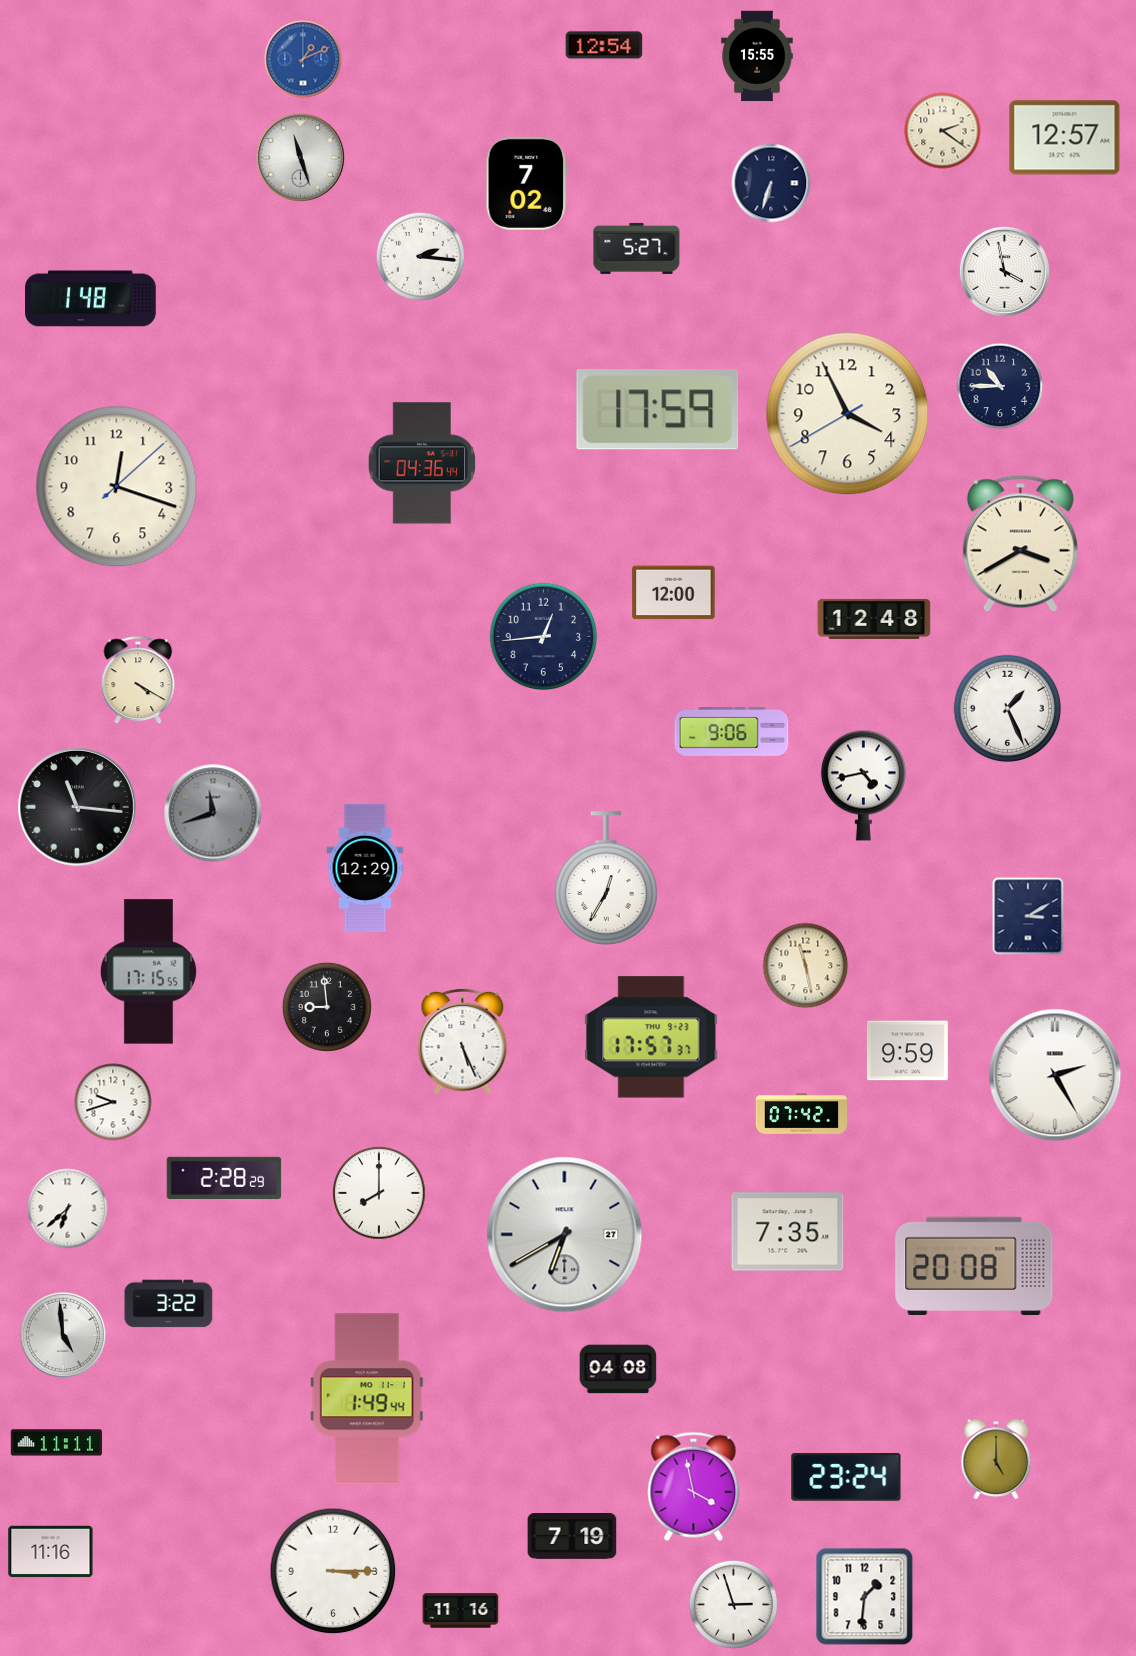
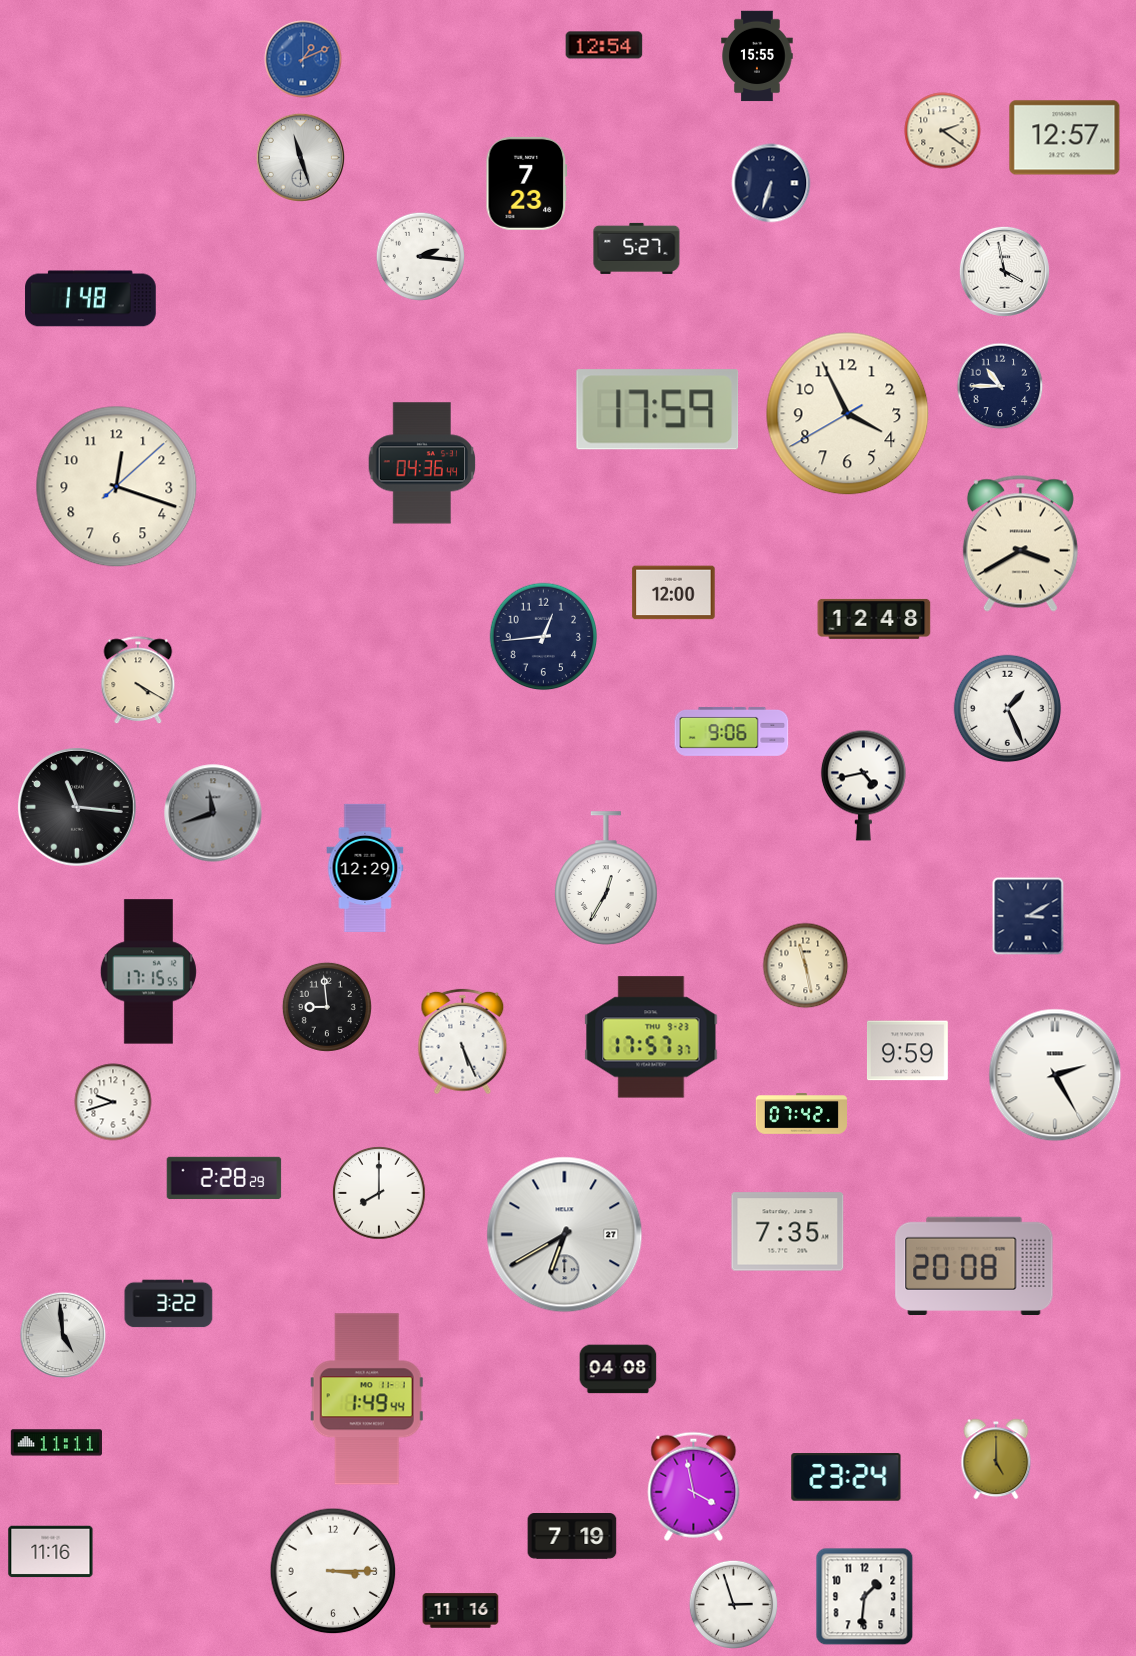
clock at (527, 183): 7:02 -> 7:23
clock at (68, 1209): 6:38 -> none
